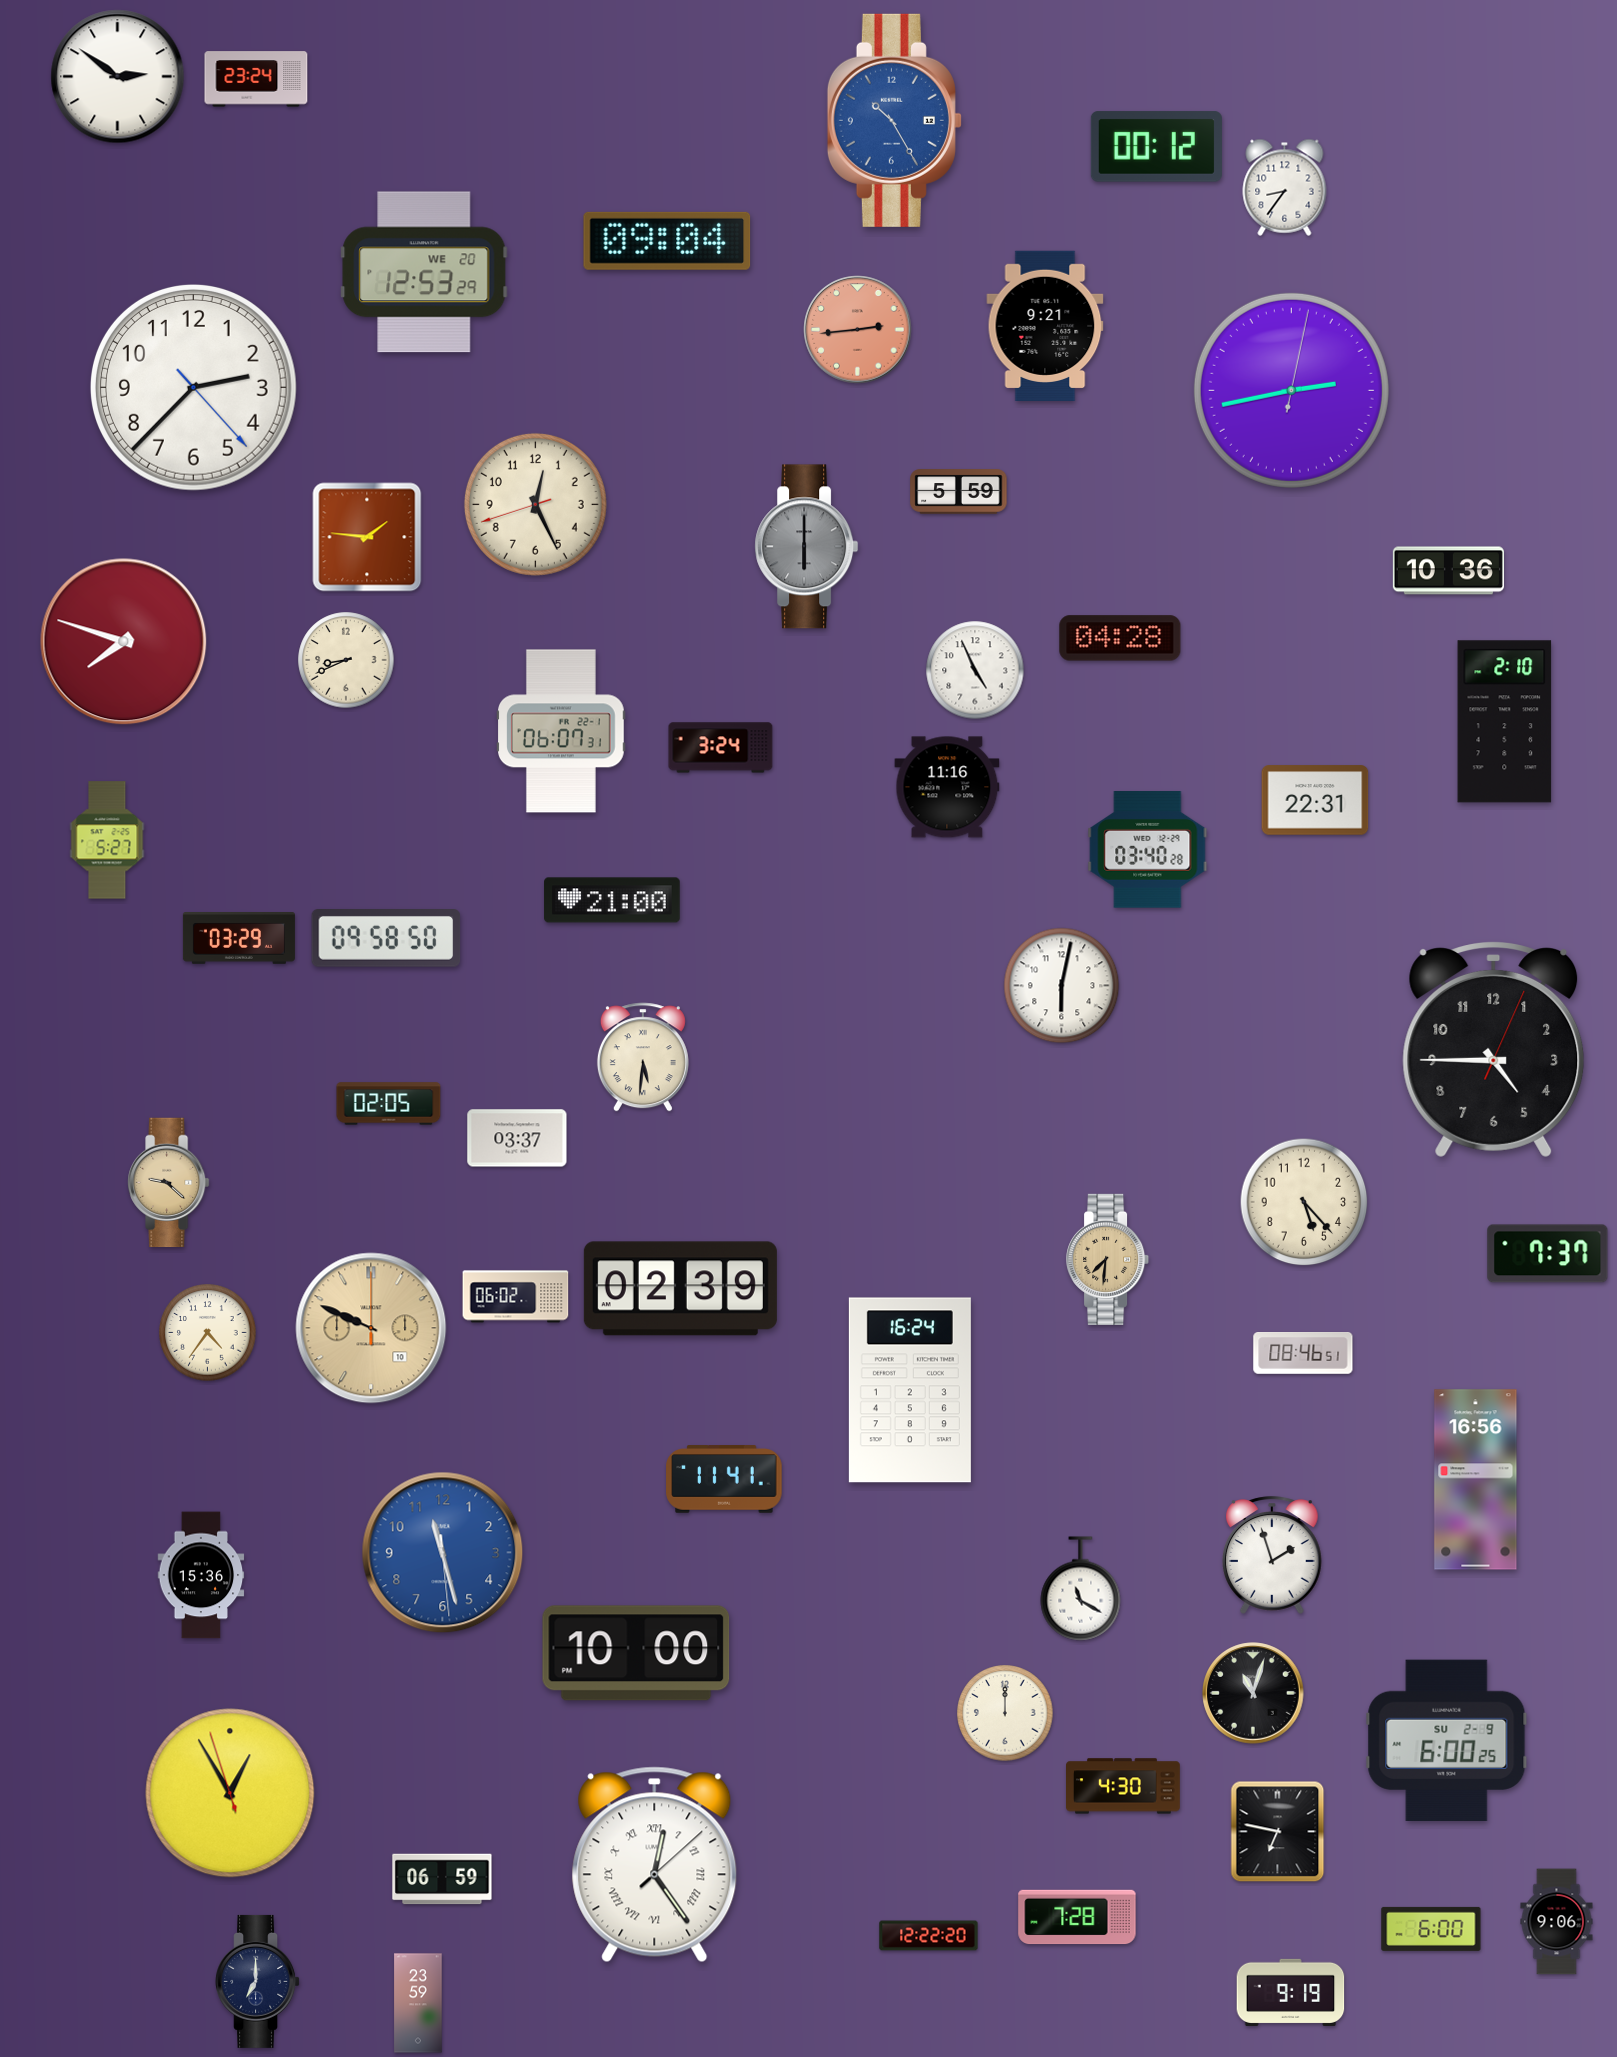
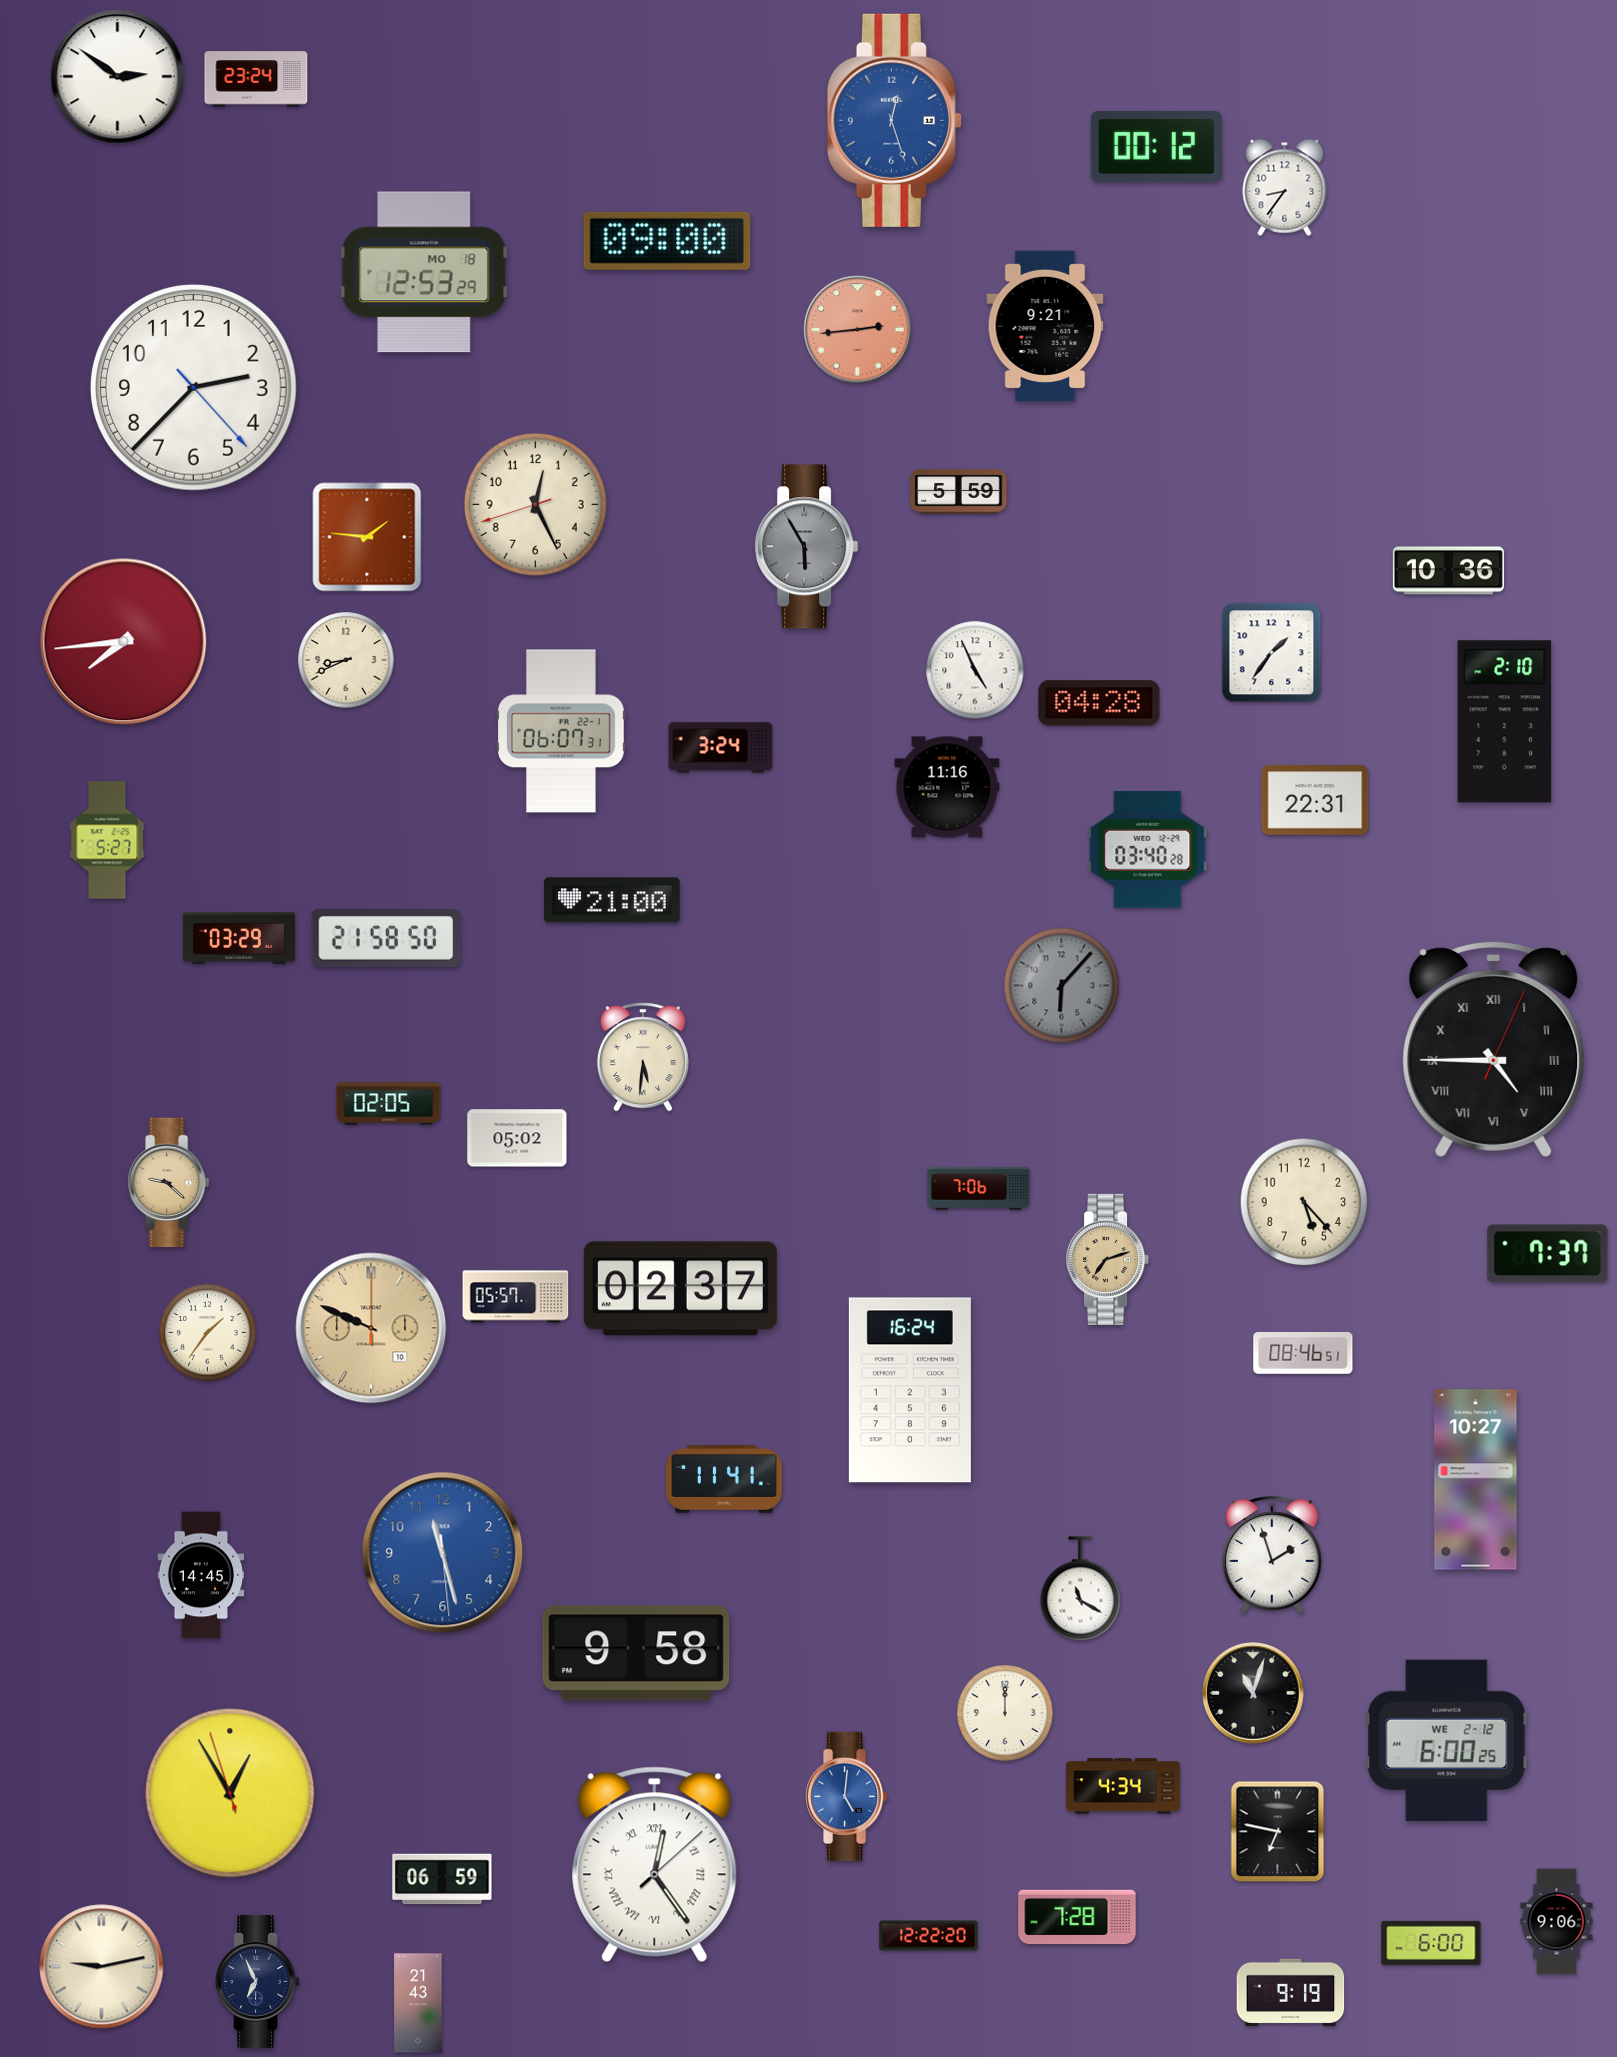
clock at (894, 120): 10:25 -> 12:27
clock at (667, 241): 09:04 -> 09:00
clock at (424, 272) date: WE 20 -> MO 18
clock at (1291, 390): 2:43 -> none
clock at (807, 547): 6:00 -> 5:55
clock at (1120, 638) position: (1120, 638) -> (1099, 703)
clock at (124, 642): 7:48 -> 7:44
clock at (1272, 653): none -> 1:36
clock at (386, 939): 09:58 -> 21:58
clock at (1062, 986): 6:02 -> 6:07
clock at (1062, 986) dial: white -> grey
clock at (1494, 1050) numerals: Arabic -> Roman
clock at (517, 1138): 03:37 -> 05:02
clock at (979, 1189): none -> 7:06
clock at (1108, 1259): 7:31 -> 7:12
clock at (680, 1289): 02:39 -> 02:37
clock at (516, 1297): 06:02 -> 05:57
clock at (208, 1333): 4:36 -> 1:36
clock at (1476, 1480): 16:56 -> 10:27
clock at (201, 1575): 15:36 -> 14:45
clock at (636, 1653): 10:00 -> 9:58
clock at (1447, 1740) date: SU 2-9 -> WE 2-12
clock at (1124, 1786): 4:30 -> 4:34
clock at (847, 1797): none -> 5:01
clock at (1431, 1929) position: (1431, 1929) -> (1431, 1943)
clock at (102, 1967): none -> 9:13
clock at (258, 1981): 7:00 -> 6:56
clock at (418, 2003): 23:59 -> 21:43
